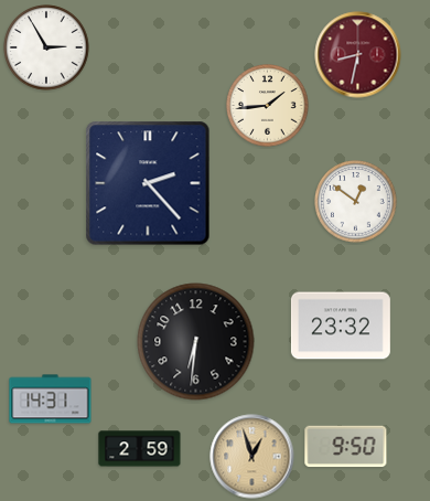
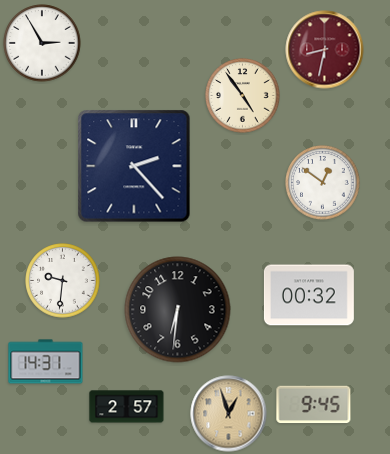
clock at (268, 106): 1:44 -> 4:54
clock at (63, 281): none -> 9:31
clock at (341, 326): 23:32 -> 00:32
clock at (346, 447): 9:50 -> 9:45
clock at (140, 449): 2:59 -> 2:57
